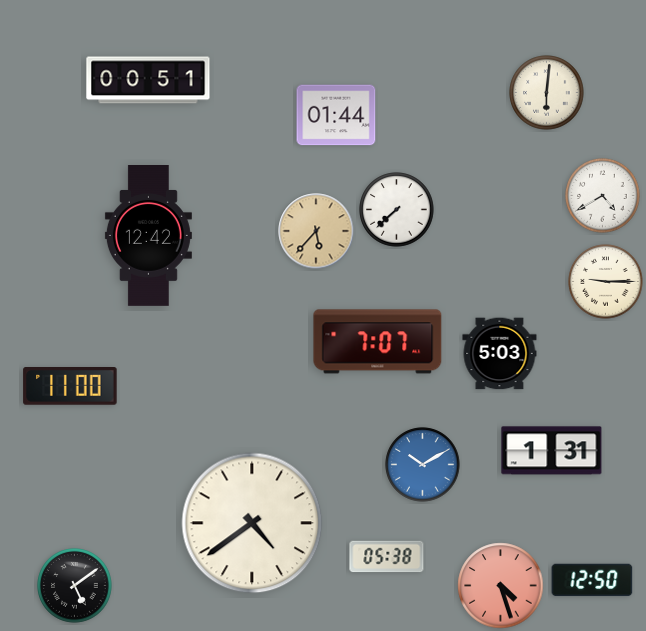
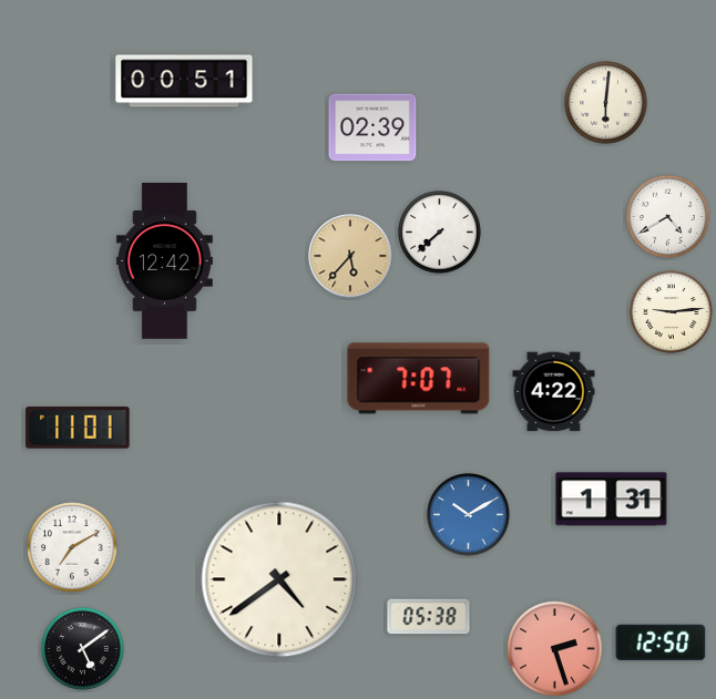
clock at (148, 80) position: (148, 80) -> (184, 81)
clock at (336, 115): 01:44 -> 02:39
clock at (606, 282): 9:15 -> 9:14
clock at (500, 354): 5:03 -> 4:22
clock at (70, 386): 11:00 -> 11:01
clock at (72, 547): none -> 7:10
clock at (592, 580) position: (592, 580) -> (661, 643)
clock at (501, 586): 4:27 -> 2:27
